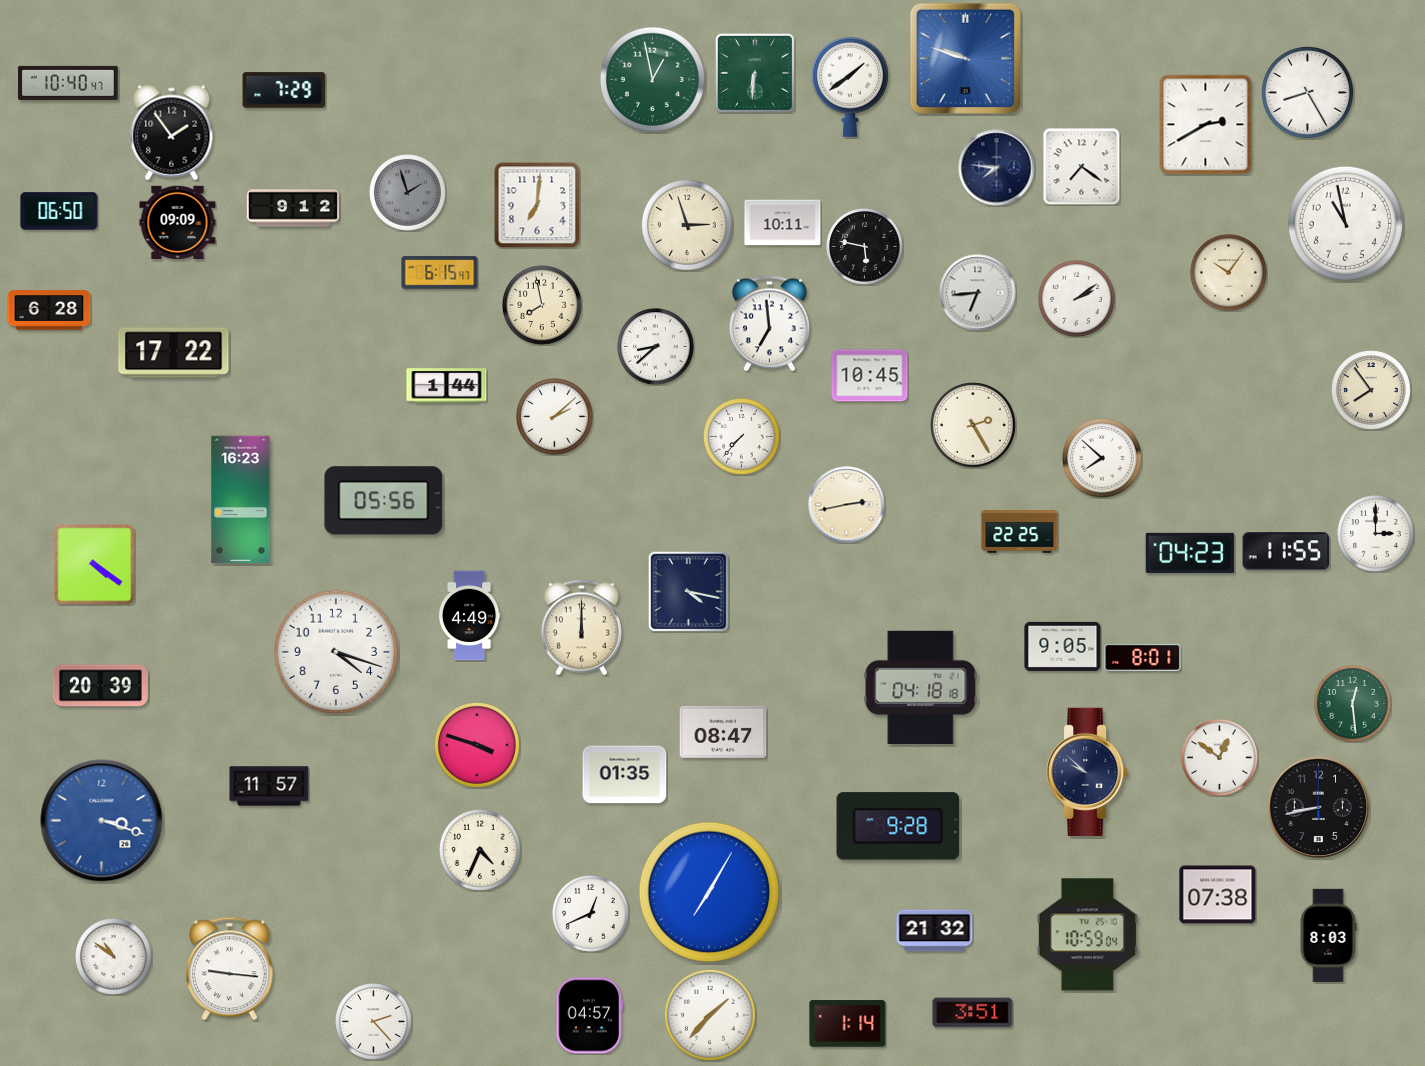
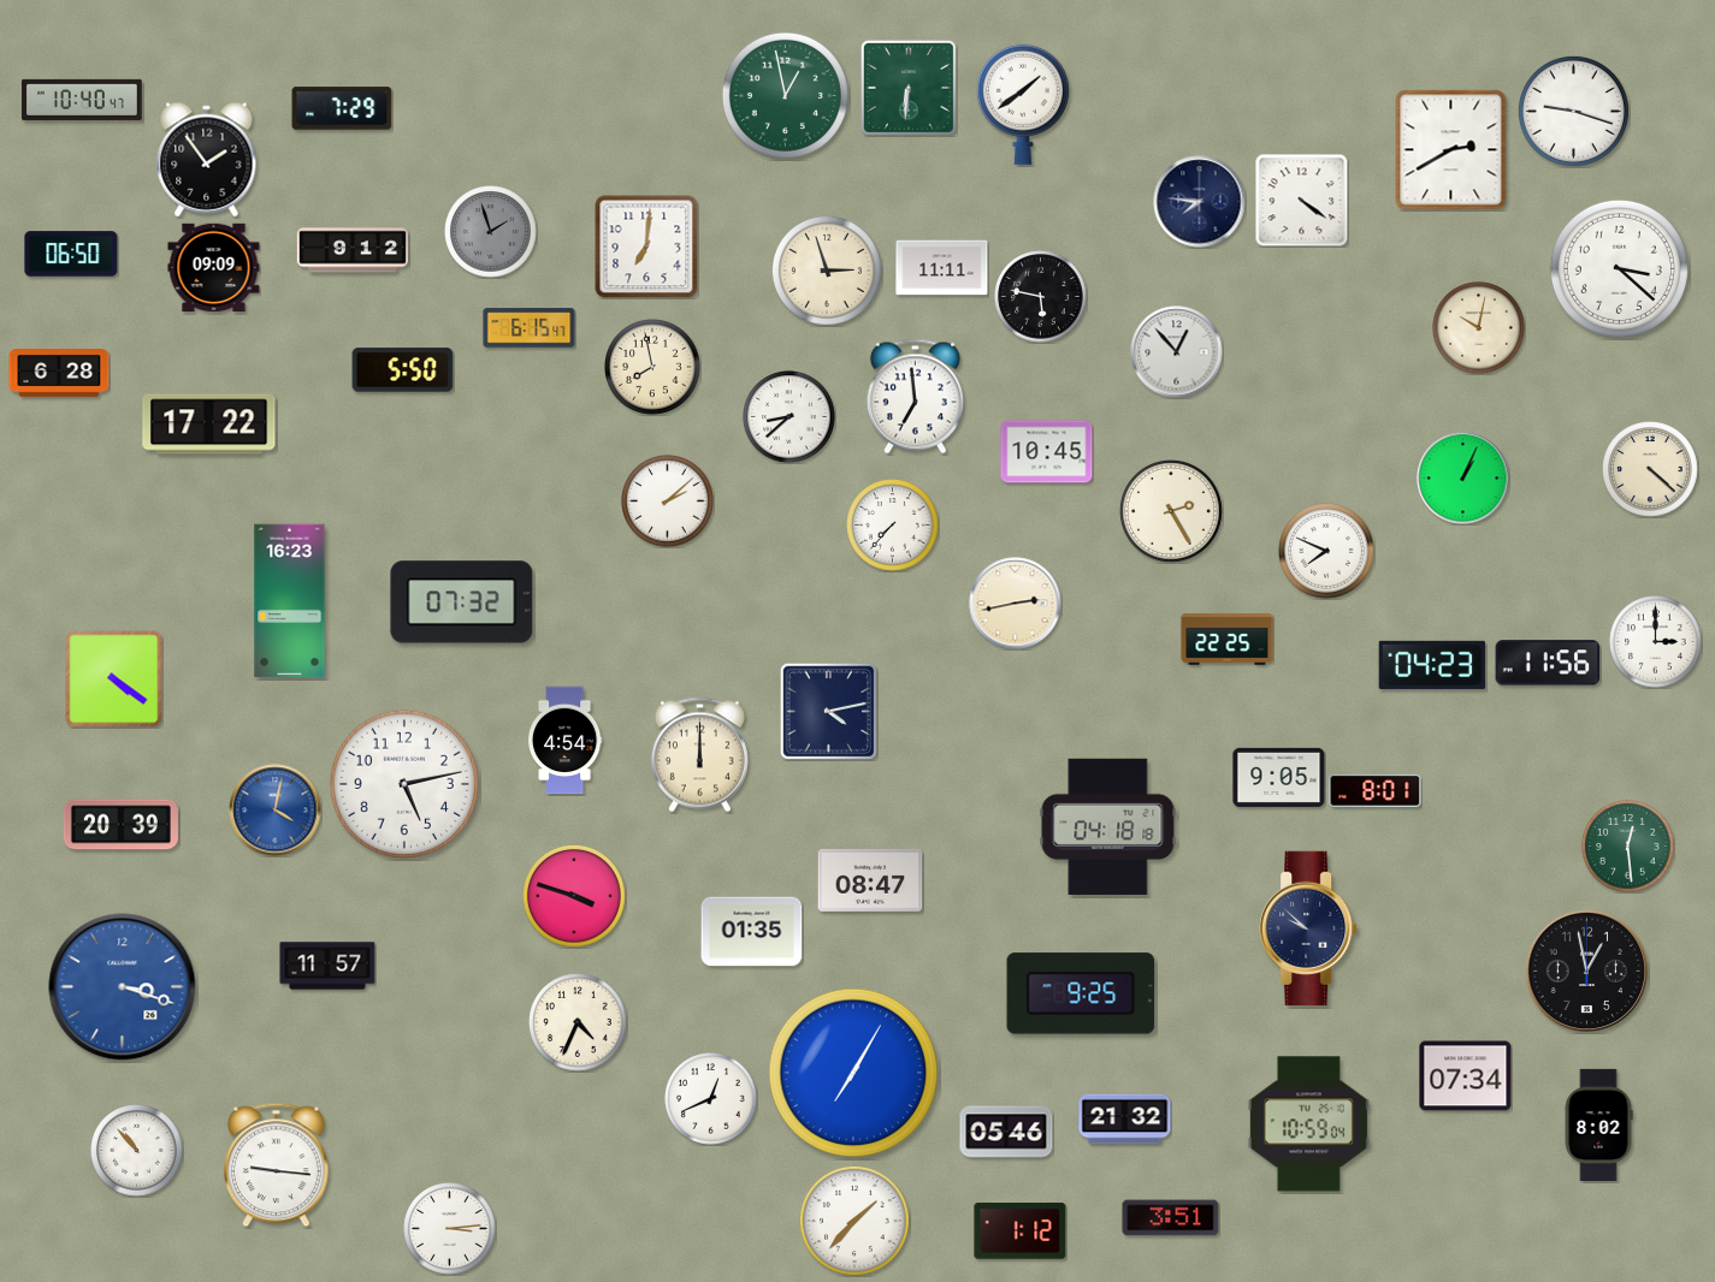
clock at (965, 58): 9:48 -> none
clock at (1307, 92): 8:25 -> 9:18
clock at (1081, 166): 7:21 -> 4:21
clock at (783, 223): 10:11 -> 11:11
clock at (1345, 223): 10:58 -> 3:22
clock at (1229, 273): 10:06 -> 10:02
clock at (978, 293): 6:44 -> 12:53
clock at (1077, 299): 2:09 -> none
clock at (403, 370): none -> 5:50
clock at (769, 324) position: (769, 324) -> (915, 397)
clock at (447, 386): 1:44 -> none
clock at (1371, 390): 7:54 -> 4:22
clock at (1463, 479): none -> 1:04
clock at (1102, 458): 7:52 -> 7:49
clock at (384, 501): 05:56 -> 07:32
clock at (847, 505) position: (847, 505) -> (1016, 604)
clock at (1286, 551): 11:55 -> 11:56
clock at (688, 591): 4:17 -> 4:13
clock at (469, 616): 4:49 -> 4:54
clock at (336, 652): 4:18 -> 5:13
clock at (276, 811): none -> 4:02
clock at (1220, 758): 12:51 -> none
clock at (269, 786) position: (269, 786) -> (327, 966)
clock at (1319, 808): 8:43 -> 12:58
clock at (898, 826): 9:28 -> 9:25
clock at (1218, 895): 07:38 -> 07:34
clock at (1328, 935): 8:03 -> 8:02
clock at (1006, 1132): none -> 05:46
clock at (114, 957): 10:51 -> 10:53
clock at (590, 1016): 04:57 -> none
clock at (374, 1022): 2:23 -> 3:14
clock at (848, 1024): 1:14 -> 1:12
